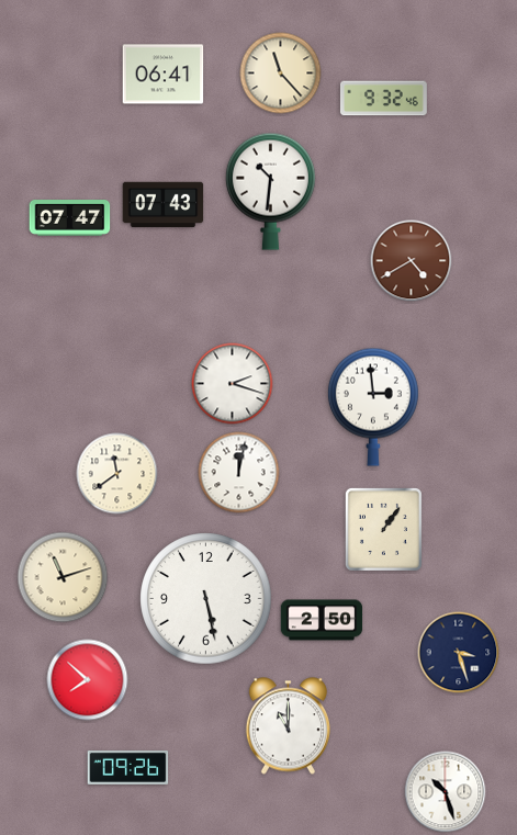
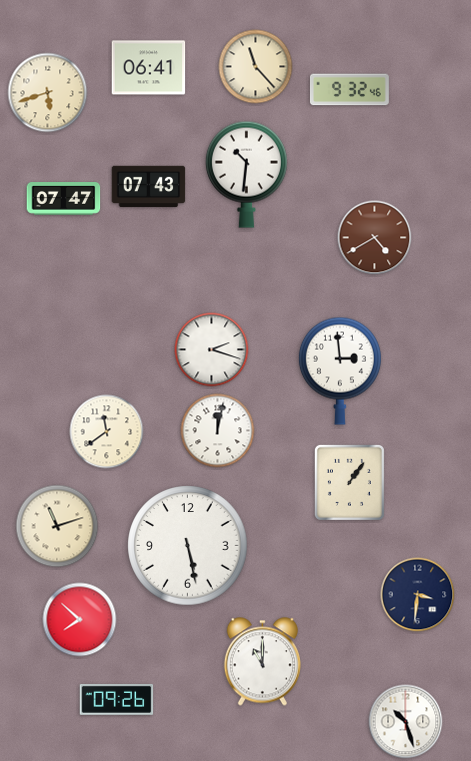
clock at (48, 93): none -> 5:42
clock at (322, 620): 2:50 -> none
clock at (459, 653): 3:27 -> 3:31
